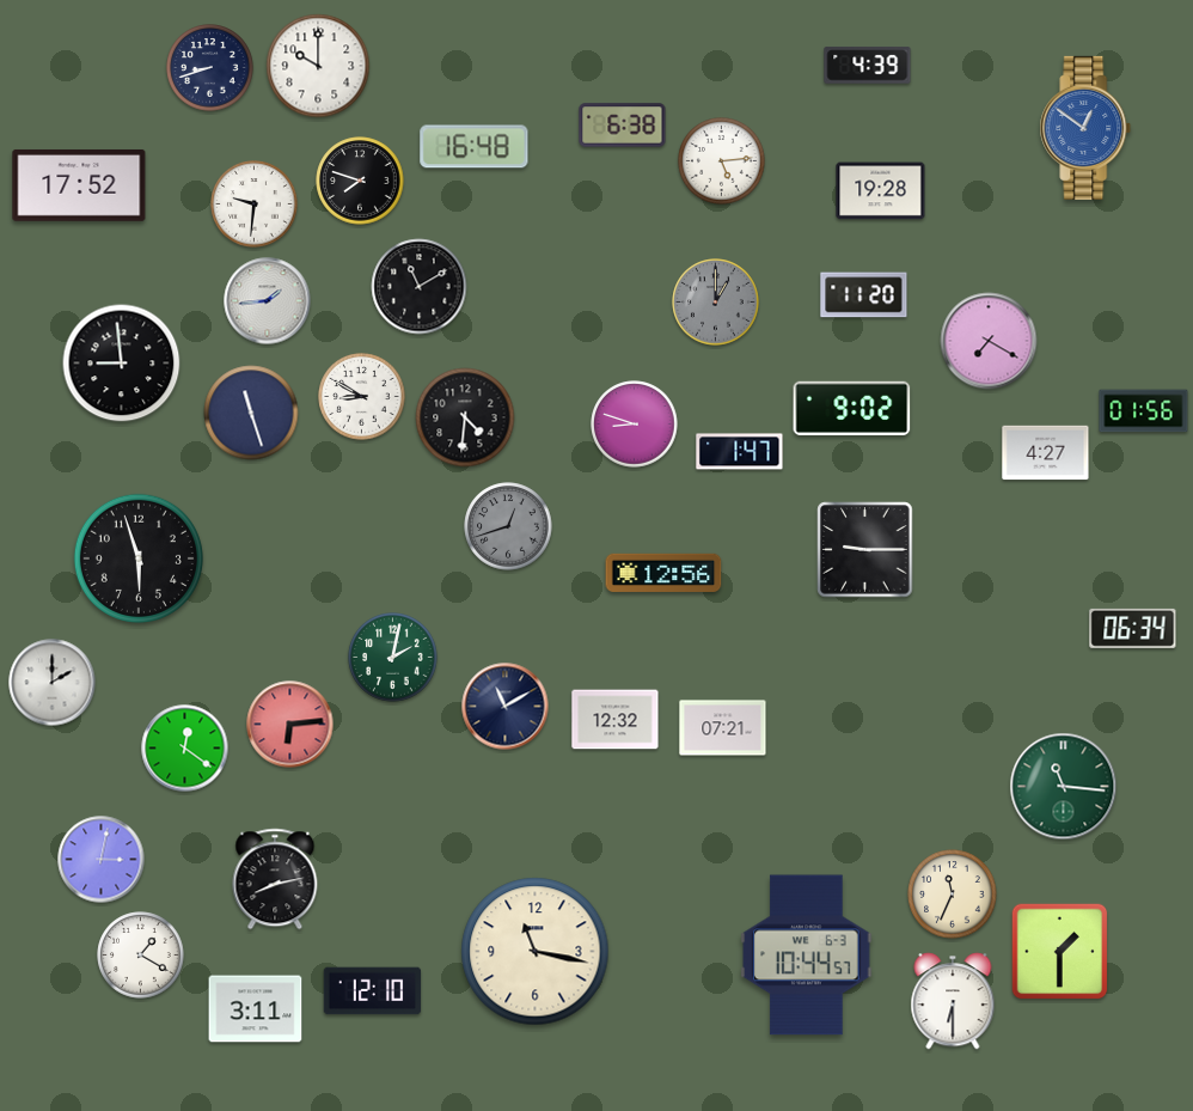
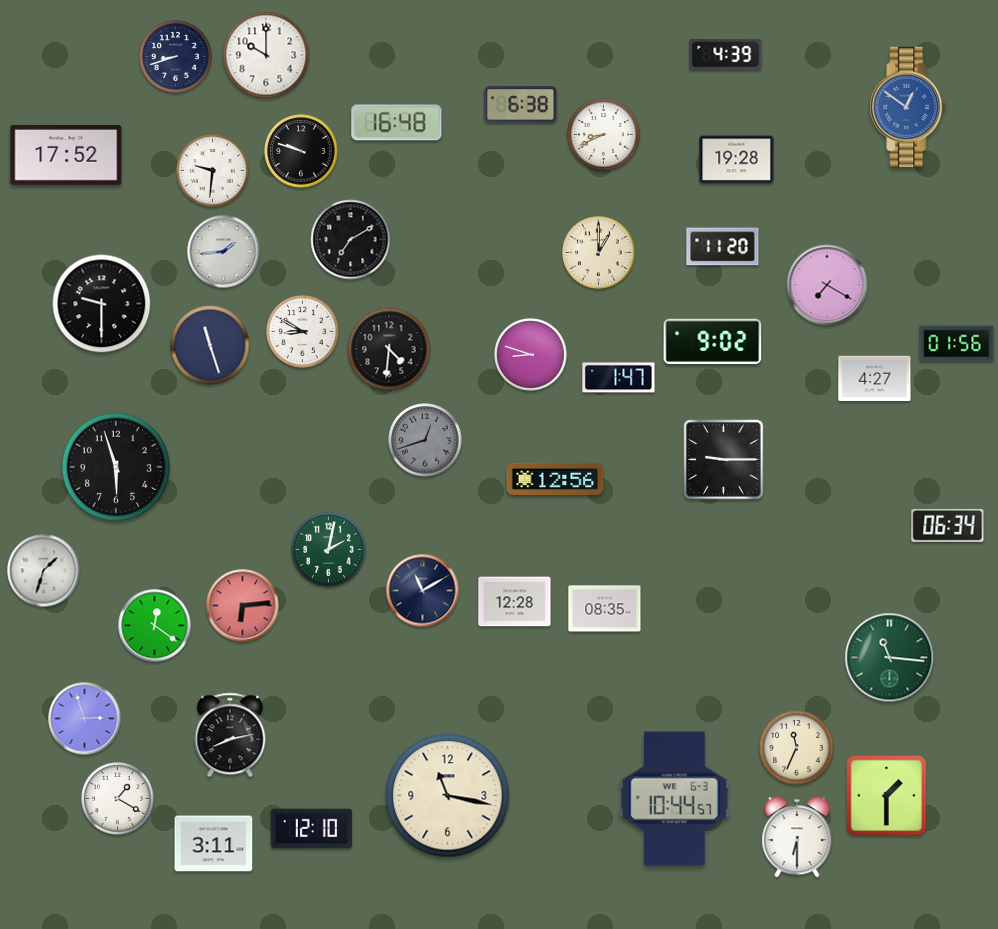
clock at (722, 161): 5:14 -> 8:41
clock at (360, 181): 7:48 -> 9:48
clock at (420, 287): 11:10 -> 7:10
clock at (716, 303) dial: grey -> cream
clock at (122, 364): 8:59 -> 9:30
clock at (53, 683): 2:00 -> 1:33
clock at (616, 720): 12:32 -> 12:28
clock at (723, 728): 07:21 -> 08:35
clock at (102, 860): 3:02 -> 2:57
